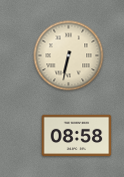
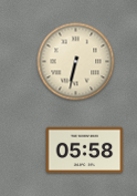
clock at (77, 136): 08:58 -> 05:58
